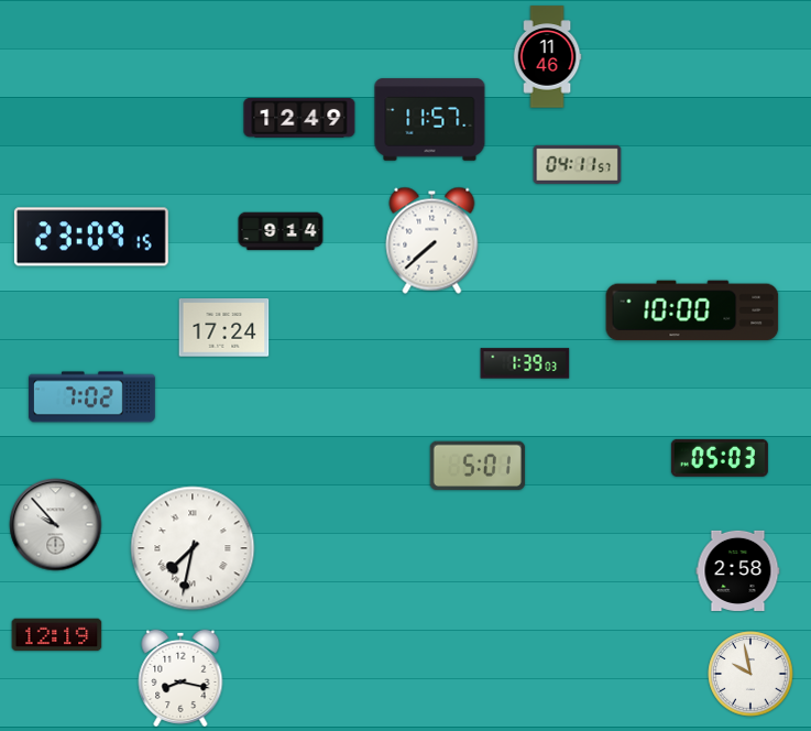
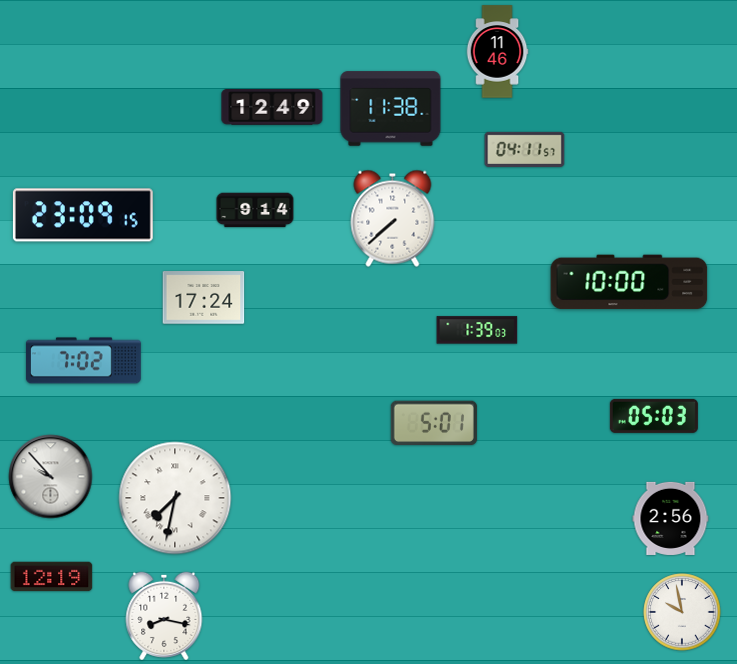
clock at (430, 120): 11:57 -> 11:38
clock at (738, 570): 2:58 -> 2:56
